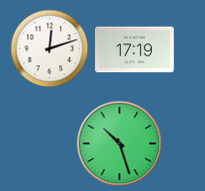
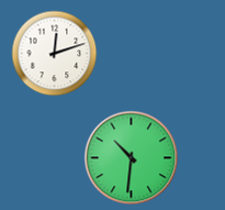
clock at (135, 50): 17:19 -> none
clock at (119, 143): 10:27 -> 10:31
